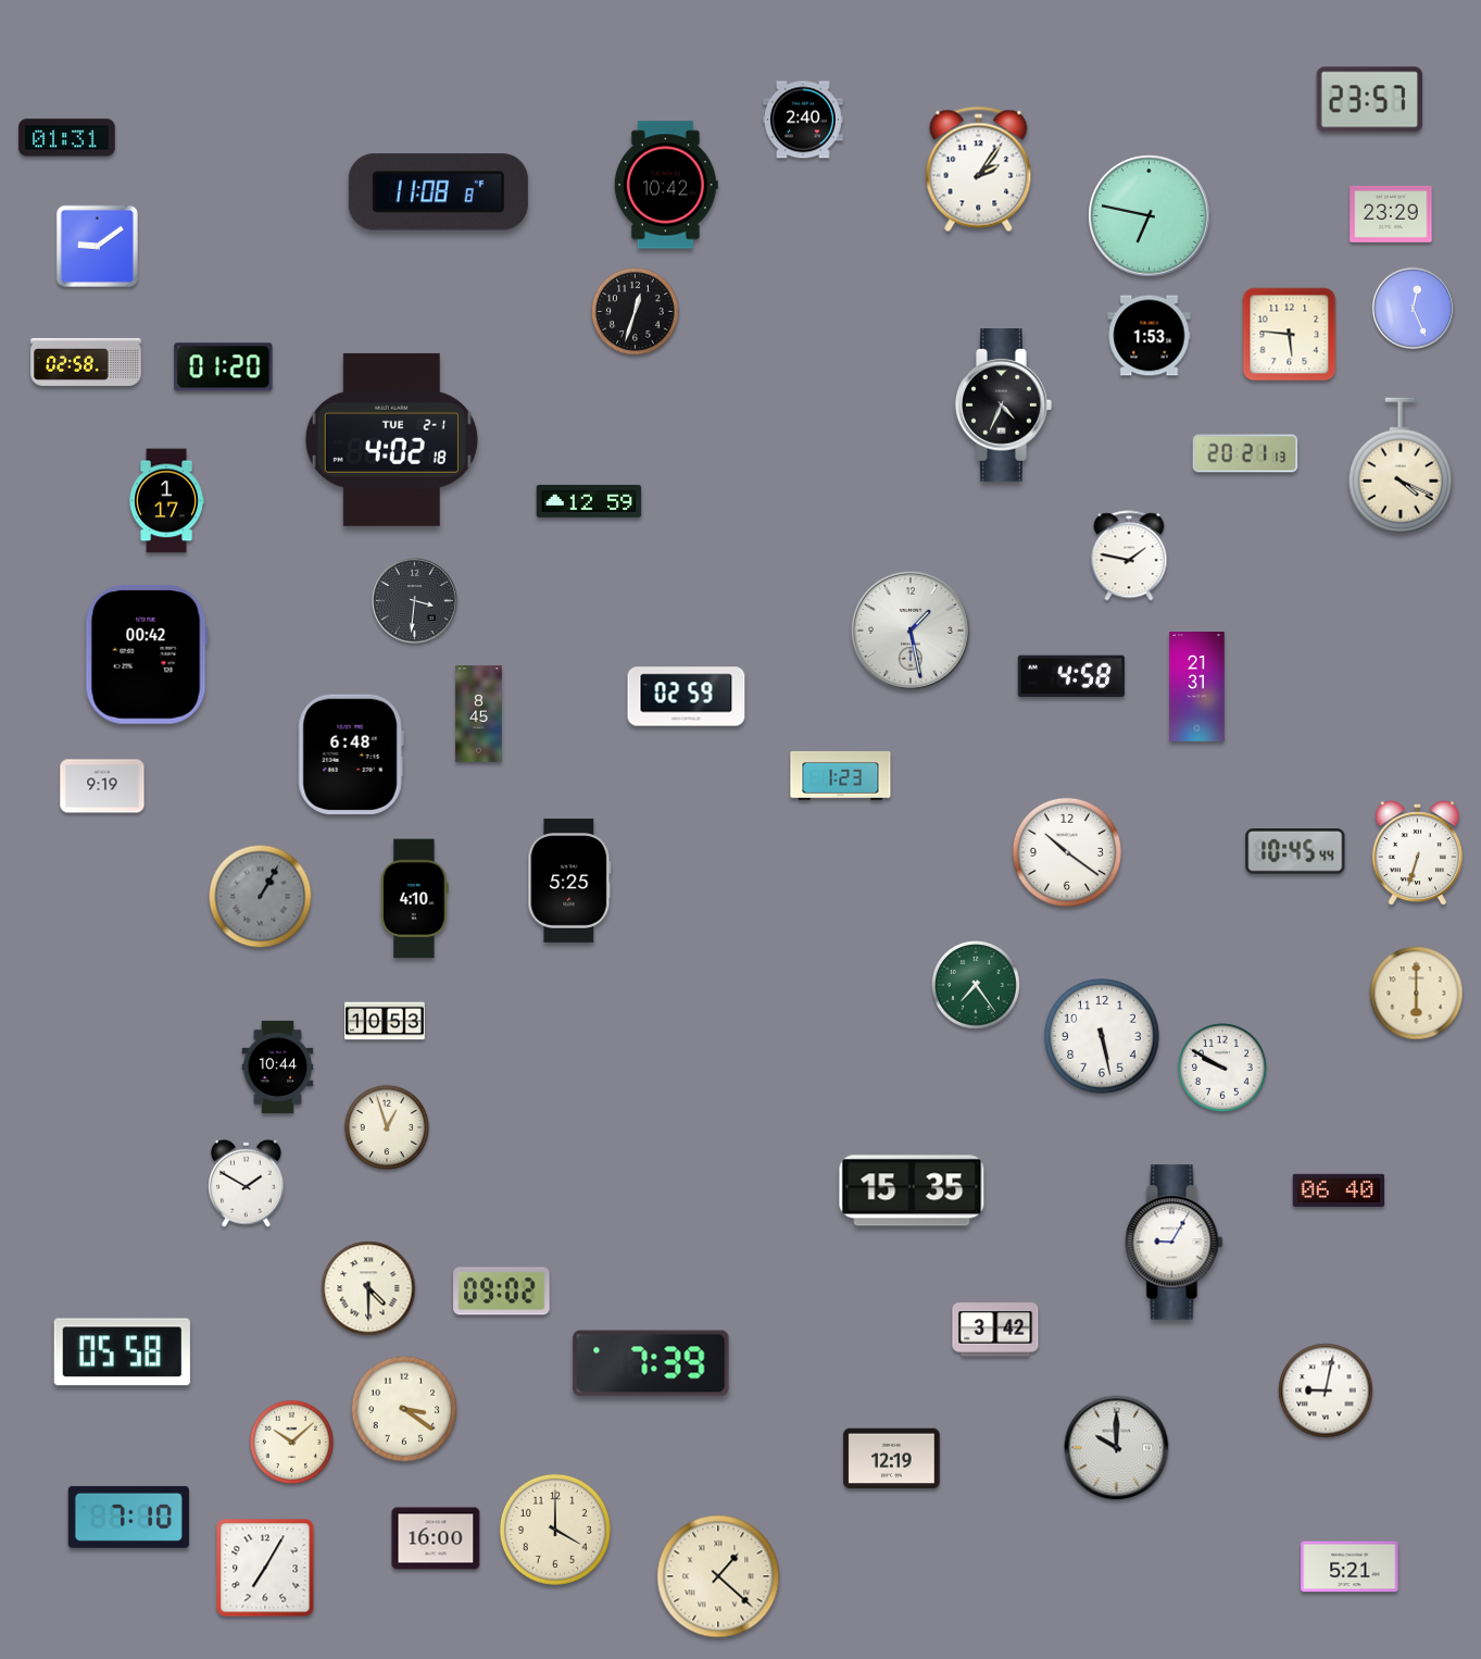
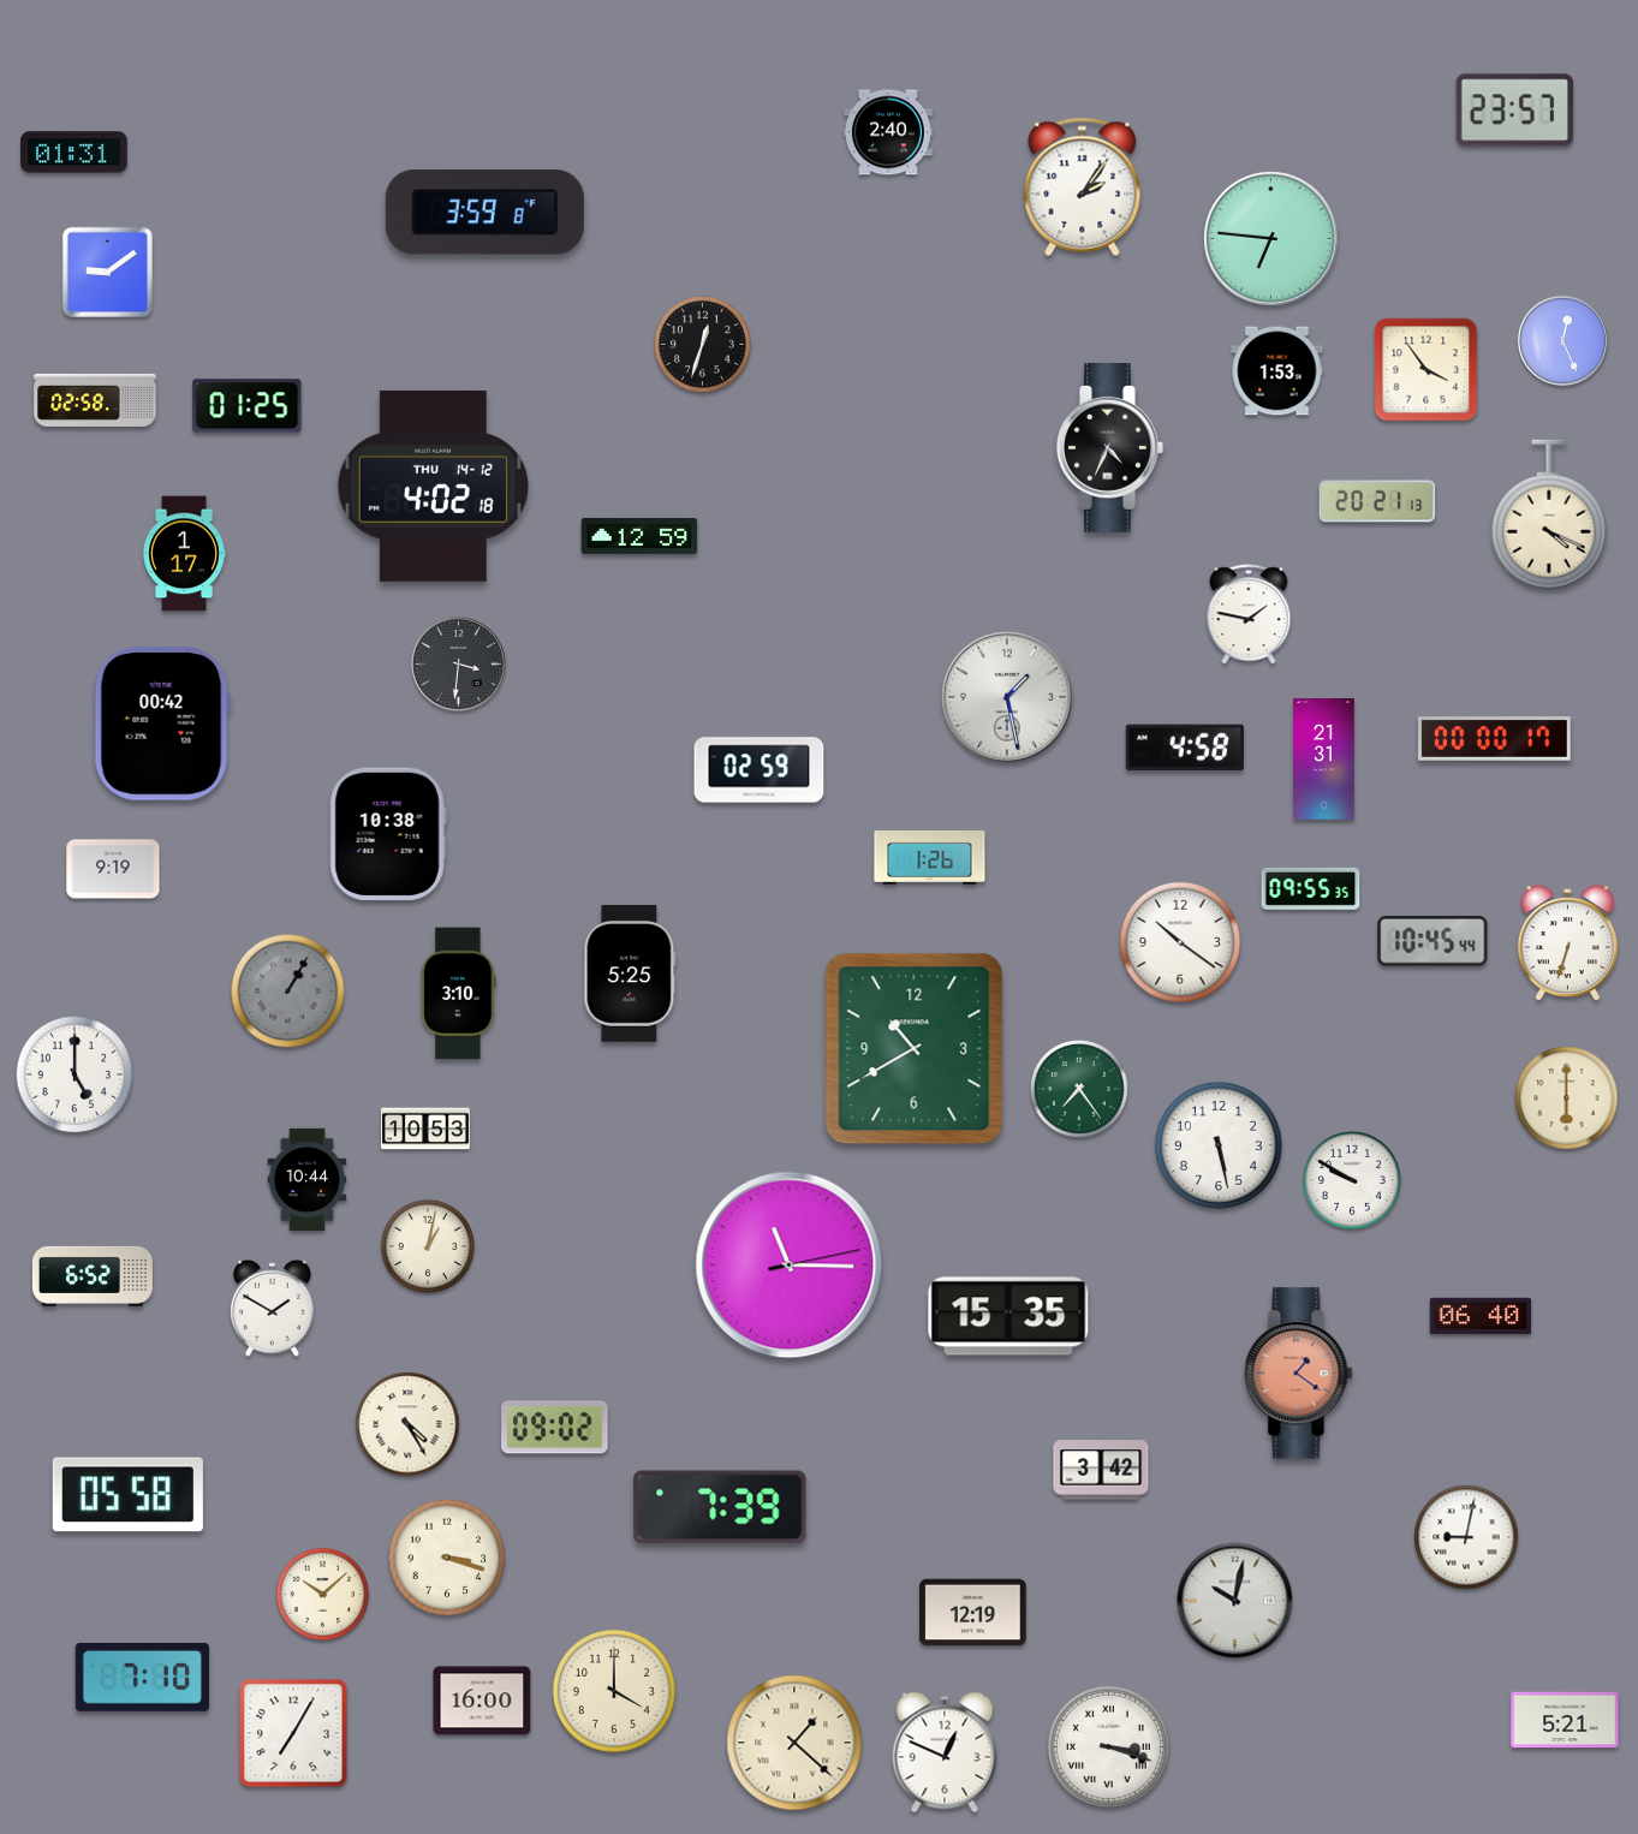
clock at (666, 185): 10:42 -> none
clock at (438, 192): 11:08 -> 3:59
clock at (1391, 214): 23:29 -> none
clock at (1150, 216): 6:47 -> 6:46
clock at (1290, 335): 5:46 -> 3:54
clock at (1150, 336) position: (1150, 336) -> (1277, 371)
clock at (224, 367): 01:20 -> 01:25
clock at (391, 439) date: TUE 2-1 -> THU 14-12
clock at (589, 501) position: (589, 501) -> (639, 536)
clock at (1494, 739): none -> 00:00
clock at (479, 714): 8:45 -> none
clock at (351, 753): 6:48 -> 10:38
clock at (841, 775): 1:23 -> 1:26
clock at (1311, 888): none -> 09:55
clock at (415, 899): 4:10 -> 3:10
clock at (915, 1049): none -> 10:40
clock at (75, 1074): none -> 5:00
clock at (386, 1126): 12:57 -> 1:02
clock at (790, 1266): none -> 11:15
clock at (93, 1276): none -> 6:52
clock at (1175, 1243): 9:05 -> 1:21
clock at (1175, 1243) dial: white -> salmon
clock at (368, 1288): 4:30 -> 4:25
clock at (122, 1352) position: (122, 1352) -> (127, 1495)
clock at (404, 1409): 3:21 -> 3:18
clock at (1117, 1448): 10:00 -> 10:02
clock at (892, 1459) position: (892, 1459) -> (973, 1613)
clock at (1350, 1567) position: (1350, 1567) -> (1565, 1720)
clock at (1108, 1746): none -> 3:18
clock at (945, 1752): none -> 12:49
